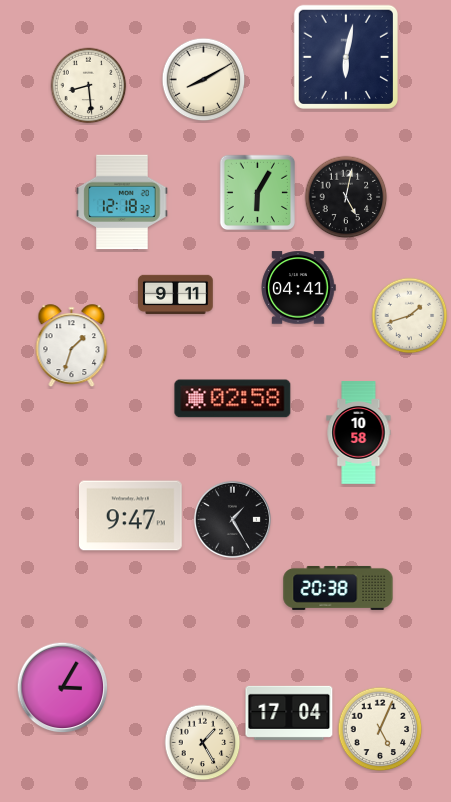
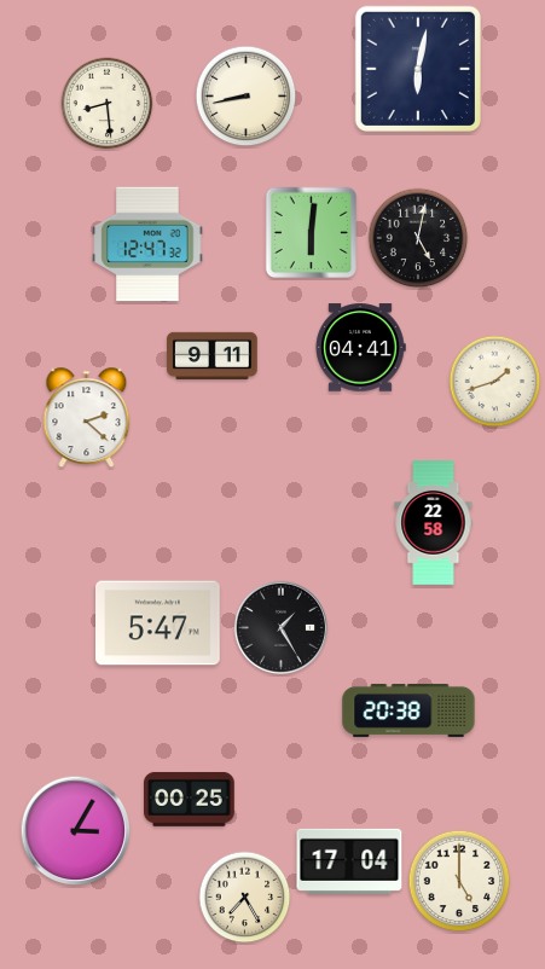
clock at (204, 80): 8:10 -> 8:43
clock at (257, 192): 6:05 -> 6:01
clock at (122, 202): 12:18 -> 12:47
clock at (72, 345): 1:33 -> 2:22
clock at (233, 399): 02:58 -> none
clock at (359, 433): 10:58 -> 22:58
clock at (131, 516): 9:47 -> 5:47
clock at (190, 799): none -> 00:25
clock at (380, 729): 5:04 -> 5:00
clock at (203, 743): 1:25 -> 7:25
